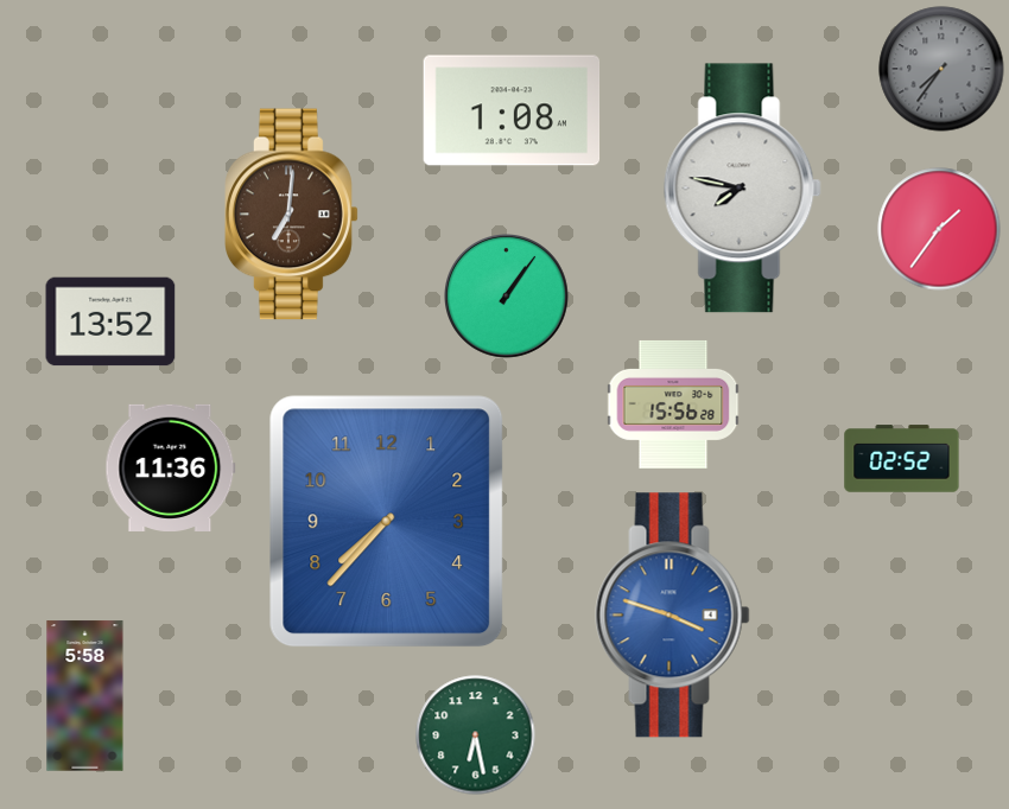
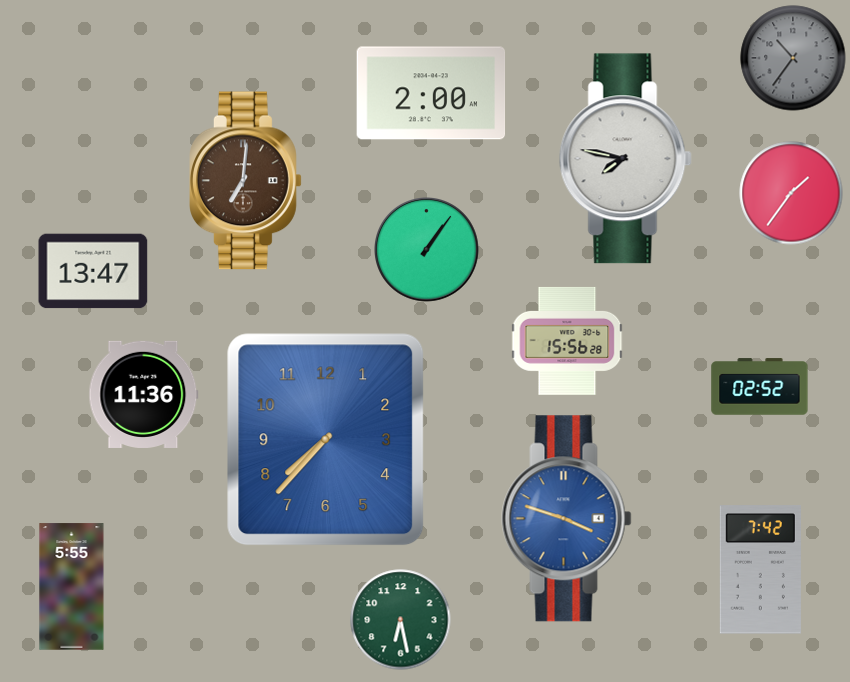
clock at (941, 69): 7:36 -> 10:36
clock at (512, 110): 1:08 -> 2:00
clock at (110, 321): 13:52 -> 13:47
clock at (760, 570): none -> 7:42
clock at (85, 696): 5:58 -> 5:55
